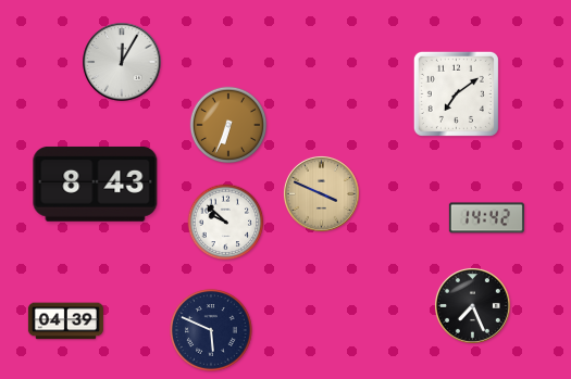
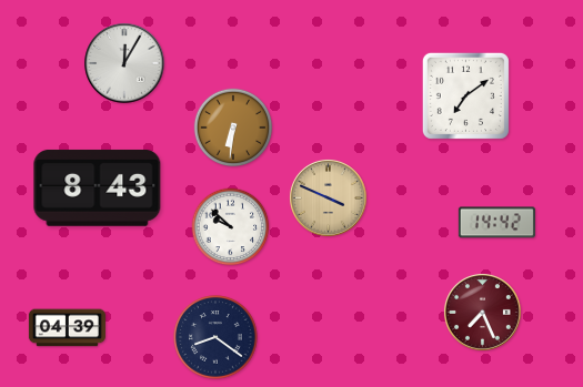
clock at (228, 125): 6:34 -> 6:31
clock at (472, 305) dial: black -> burgundy
clock at (211, 330): 5:49 -> 8:21
